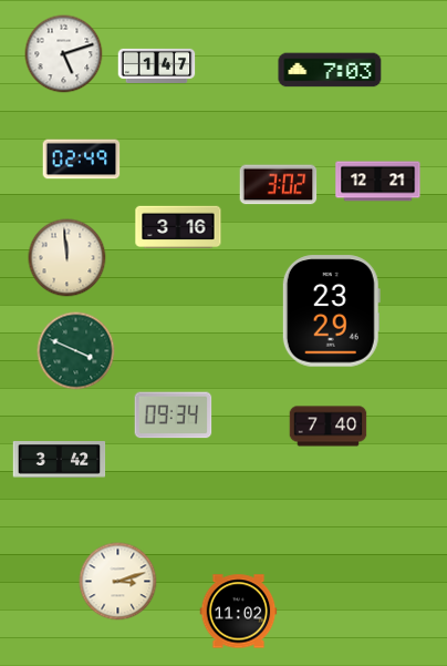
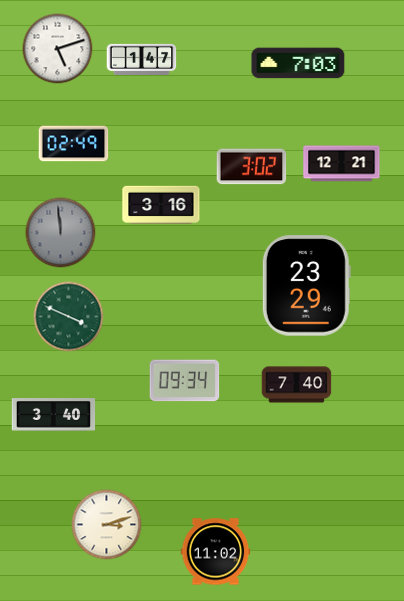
clock at (67, 258) dial: cream -> grey
clock at (331, 311) position: (331, 311) -> (306, 286)
clock at (174, 416) position: (174, 416) -> (185, 381)
clock at (60, 460): 3:42 -> 3:40
